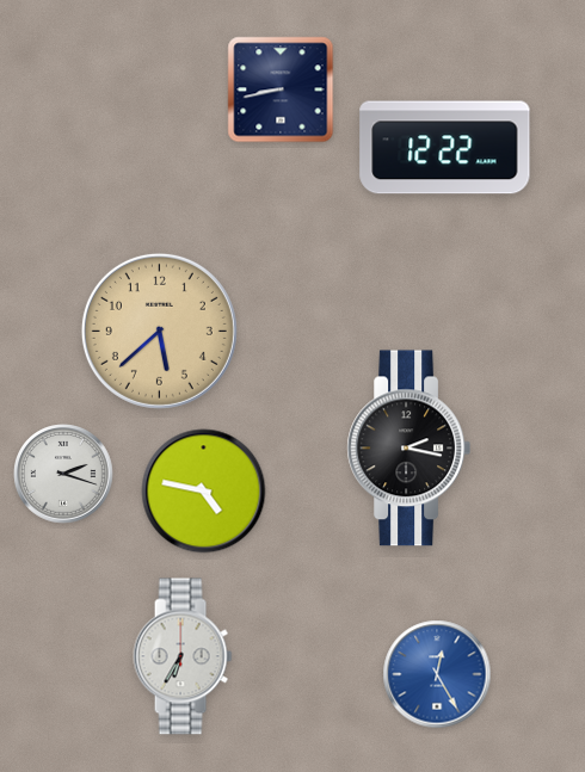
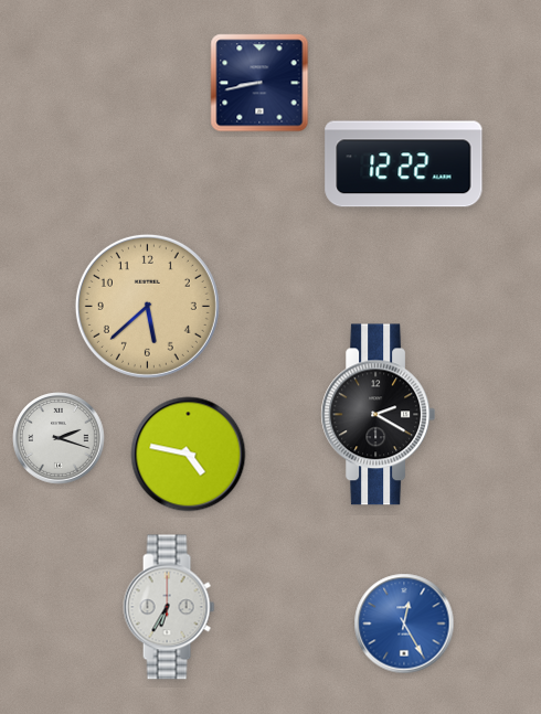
clock at (445, 148) position: (445, 148) -> (404, 164)
clock at (408, 449): 2:17 -> 2:20
